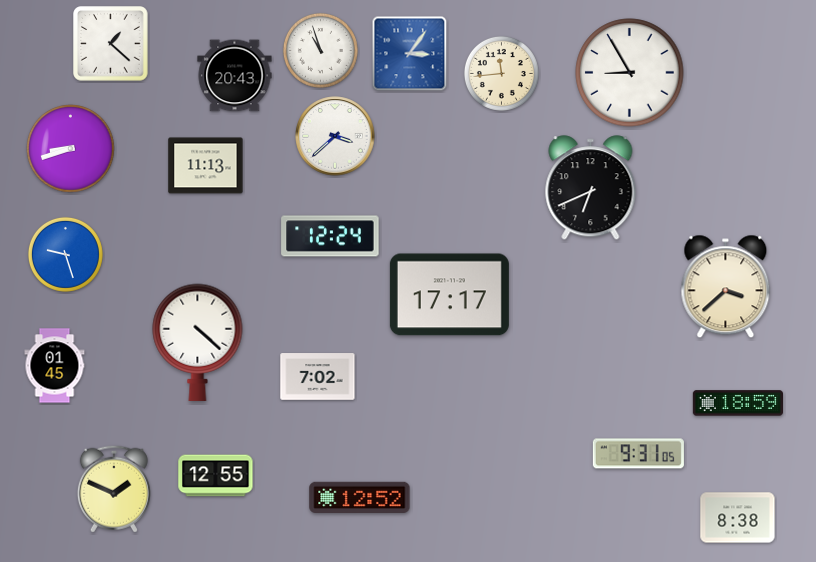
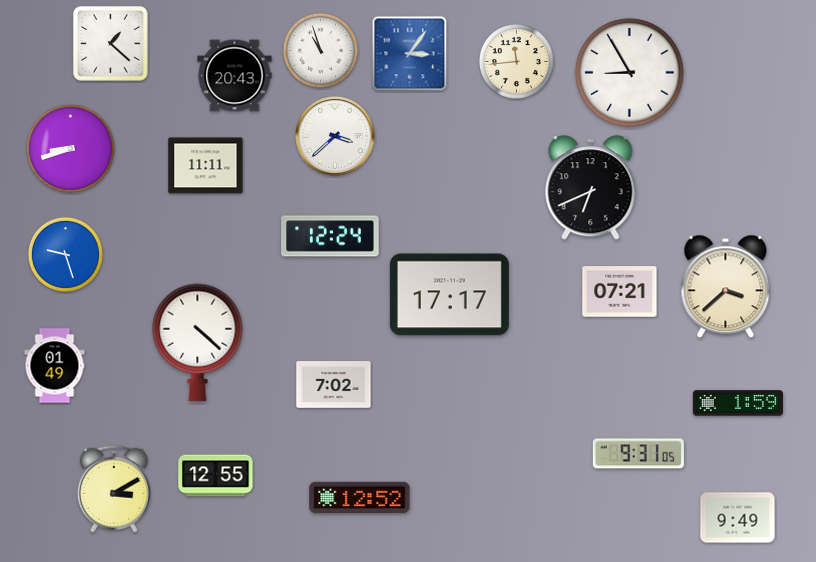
clock at (501, 73) position: (501, 73) -> (516, 61)
clock at (206, 166): 11:13 -> 11:11
clock at (620, 292): none -> 07:21
clock at (55, 366): 01:45 -> 01:49
clock at (318, 377) position: (318, 377) -> (334, 385)
clock at (737, 403): 18:59 -> 1:59
clock at (114, 489): 1:49 -> 3:10
clock at (738, 518): 8:38 -> 9:49
